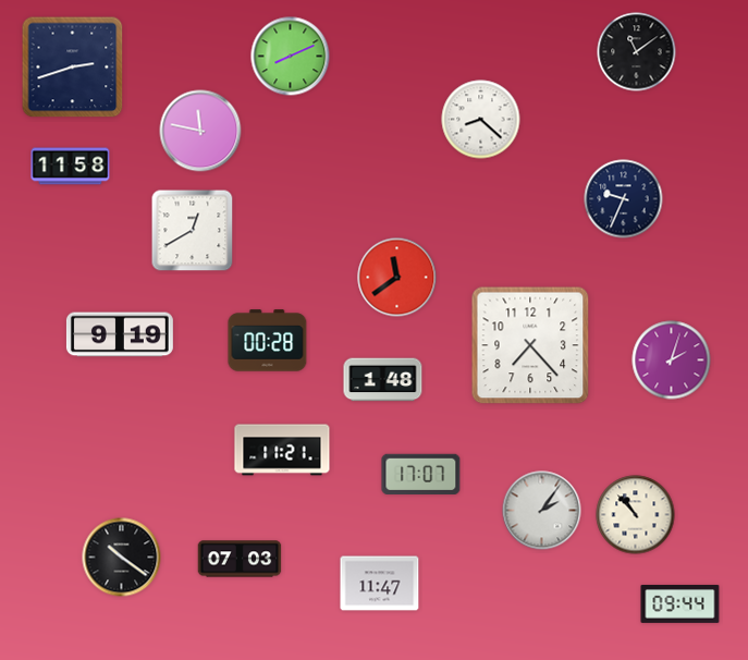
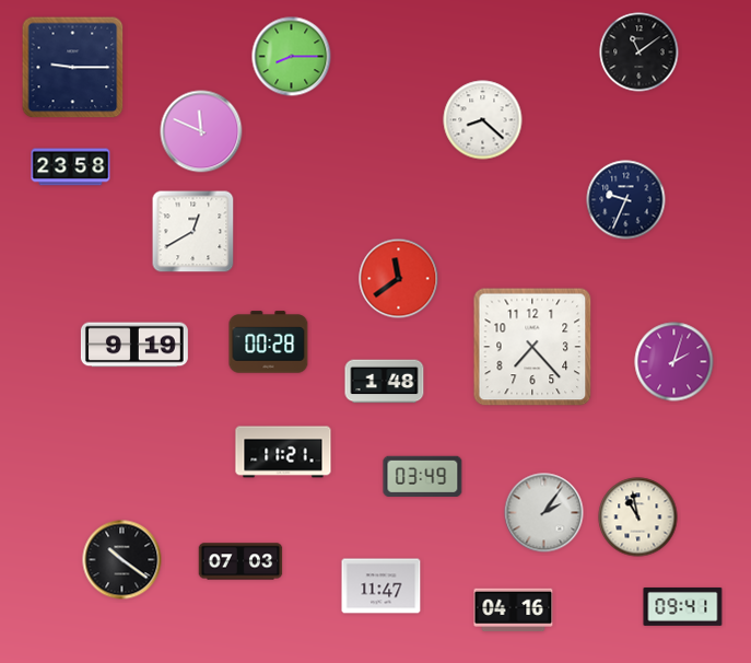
clock at (291, 57): 8:11 -> 8:15
clock at (73, 68): 2:42 -> 9:15
clock at (200, 131): 11:47 -> 11:49
clock at (71, 167): 11:58 -> 23:58
clock at (120, 334) position: (120, 334) -> (134, 345)
clock at (421, 474): 17:07 -> 03:49
clock at (636, 515): 10:53 -> 10:58
clock at (680, 603): 09:44 -> 09:41
clock at (514, 610): none -> 04:16
